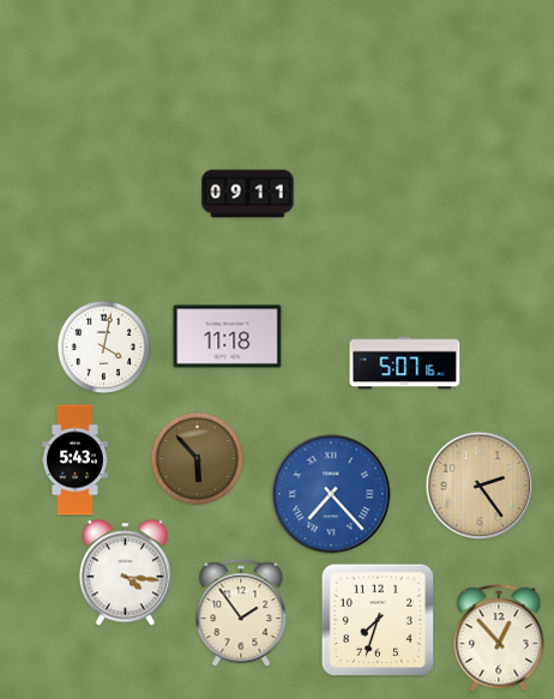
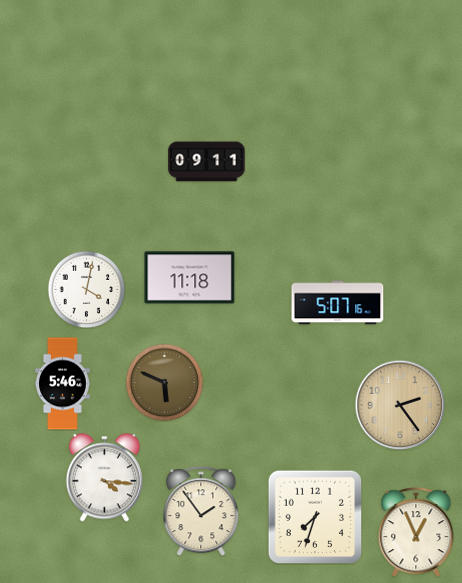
clock at (228, 337) position: (228, 337) -> (190, 278)
clock at (197, 458): 5:53 -> 5:49
clock at (76, 460): 5:43 -> 5:46
clock at (331, 494): 7:23 -> none
clock at (499, 638): 12:53 -> 12:56
